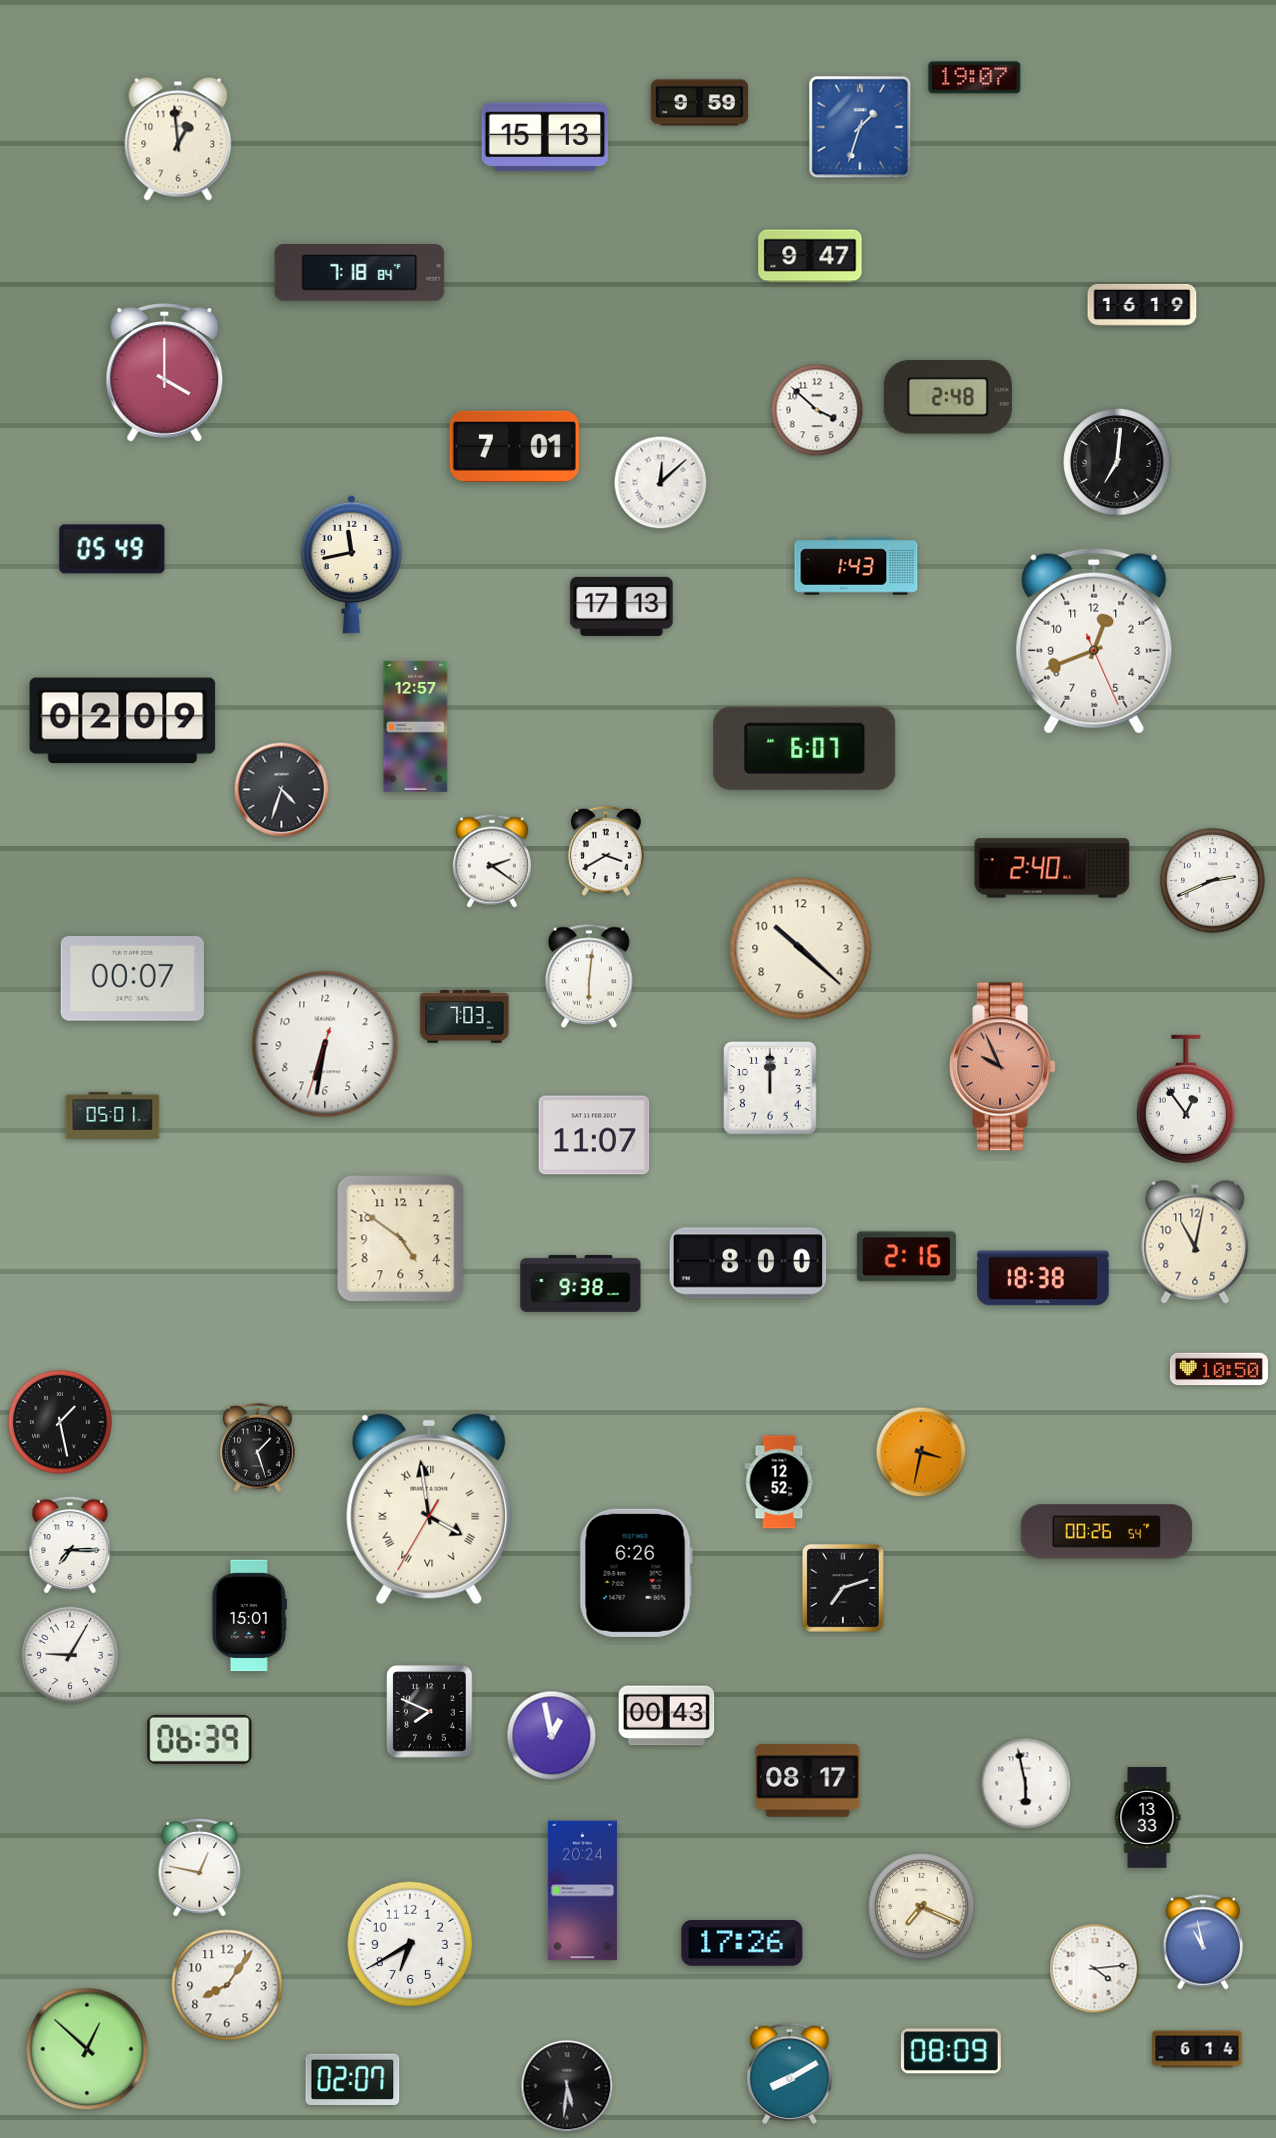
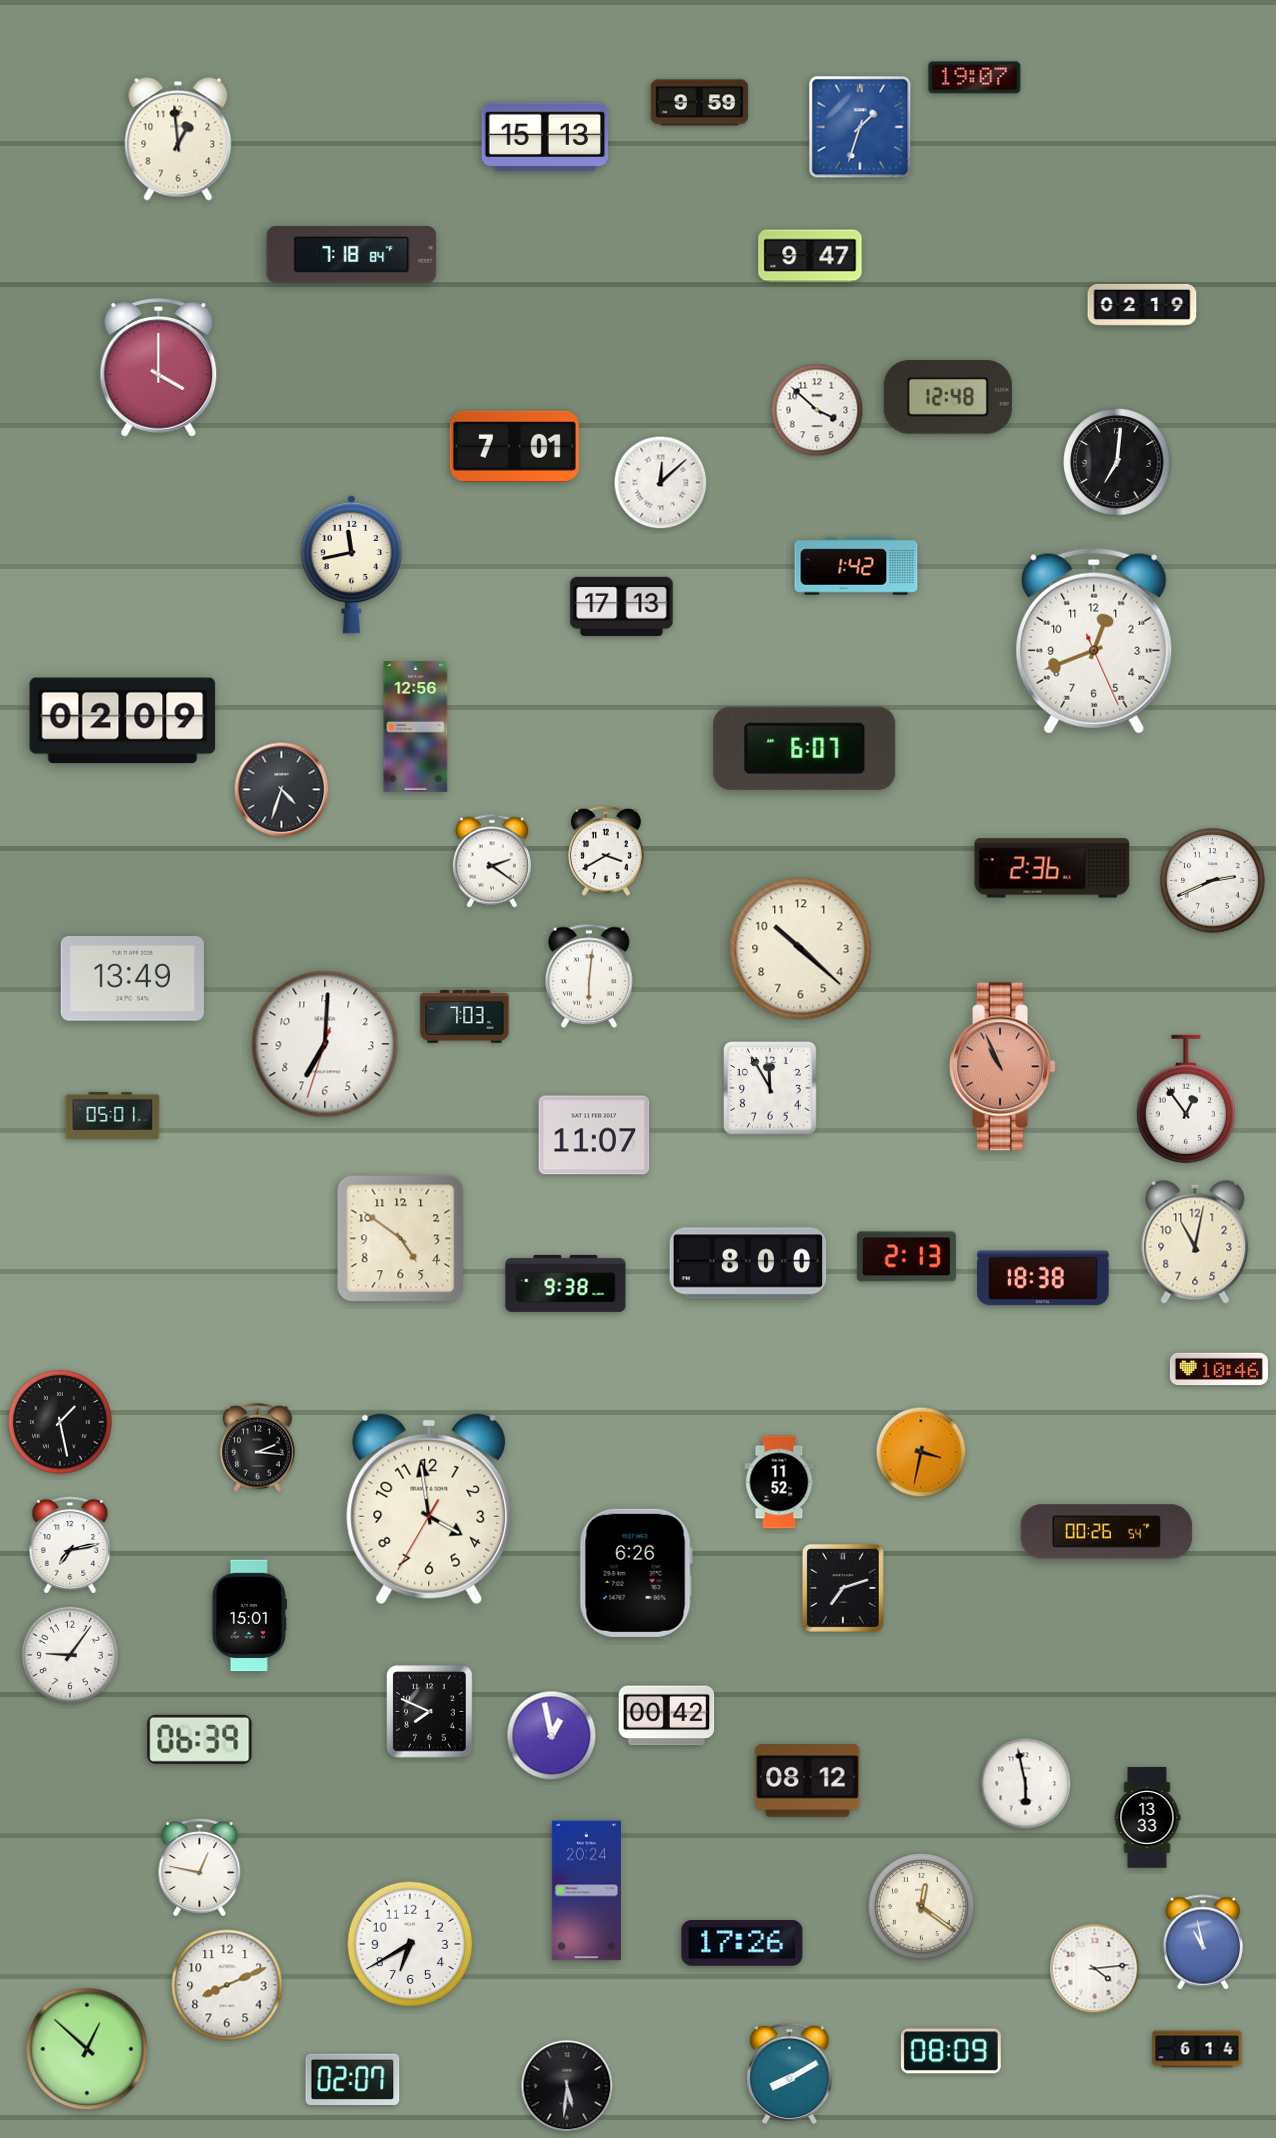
clock at (360, 273) position: (360, 273) -> (352, 255)
clock at (1142, 305): 16:19 -> 02:19
clock at (165, 373) position: (165, 373) -> (159, 368)
clock at (948, 397): 2:48 -> 12:48
clock at (112, 549): 05:49 -> none
clock at (856, 566): 1:43 -> 1:42
clock at (416, 727): 12:57 -> 12:56
clock at (1052, 868): 2:40 -> 2:36
clock at (132, 979): 00:07 -> 13:49
clock at (325, 1044): 6:31 -> 7:00
clock at (1002, 1067): 9:56 -> 10:56
clock at (771, 1089): 12:00 -> 11:55
clock at (906, 1257): 2:16 -> 2:13
clock at (581, 1283) position: (581, 1283) -> (566, 1283)
clock at (1219, 1369): 10:50 -> 10:46
clock at (258, 1448): 1:27 -> 2:16
clock at (779, 1482): 12:52 -> 11:52
clock at (429, 1509) numerals: Roman -> Arabic
clock at (70, 1545): 7:15 -> 7:13
clock at (70, 1655): 9:05 -> 9:06
clock at (667, 1716): 00:43 -> 00:42
clock at (808, 1781): 08:17 -> 08:12
clock at (582, 1891) position: (582, 1891) -> (586, 1891)
clock at (922, 1907): 7:19 -> 12:21
clock at (227, 1985): 8:06 -> 8:11
